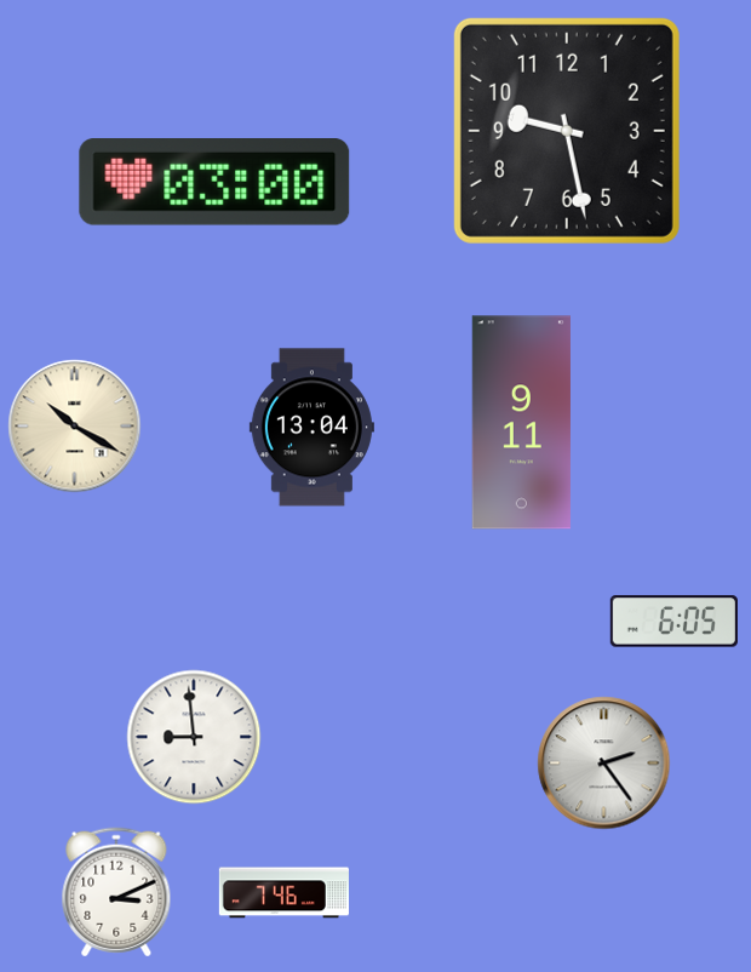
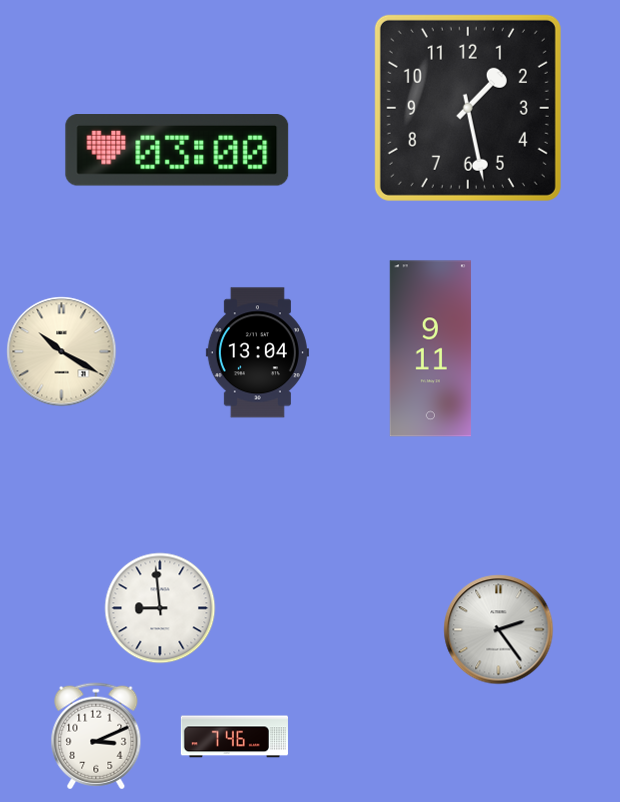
clock at (567, 131): 9:28 -> 1:28
clock at (673, 622): 6:05 -> none
